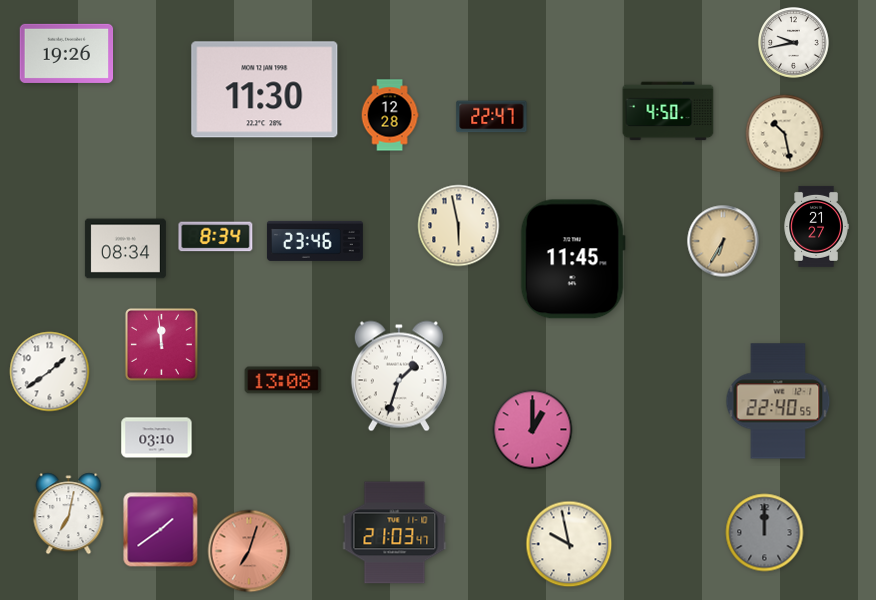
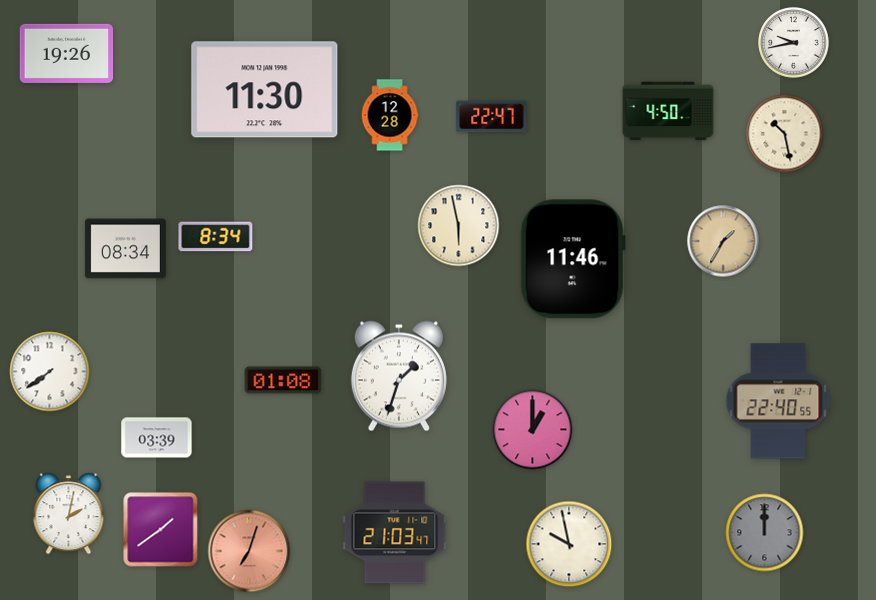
clock at (816, 226): 21:27 -> none
clock at (315, 241): 23:46 -> none
clock at (723, 241): 6:35 -> 1:35
clock at (573, 259): 11:45 -> 11:46
clock at (161, 344): 11:59 -> none
clock at (50, 372): 1:39 -> 7:39
clock at (283, 380): 13:08 -> 01:08
clock at (157, 438): 03:10 -> 03:39
clock at (69, 514): 7:02 -> 2:02
